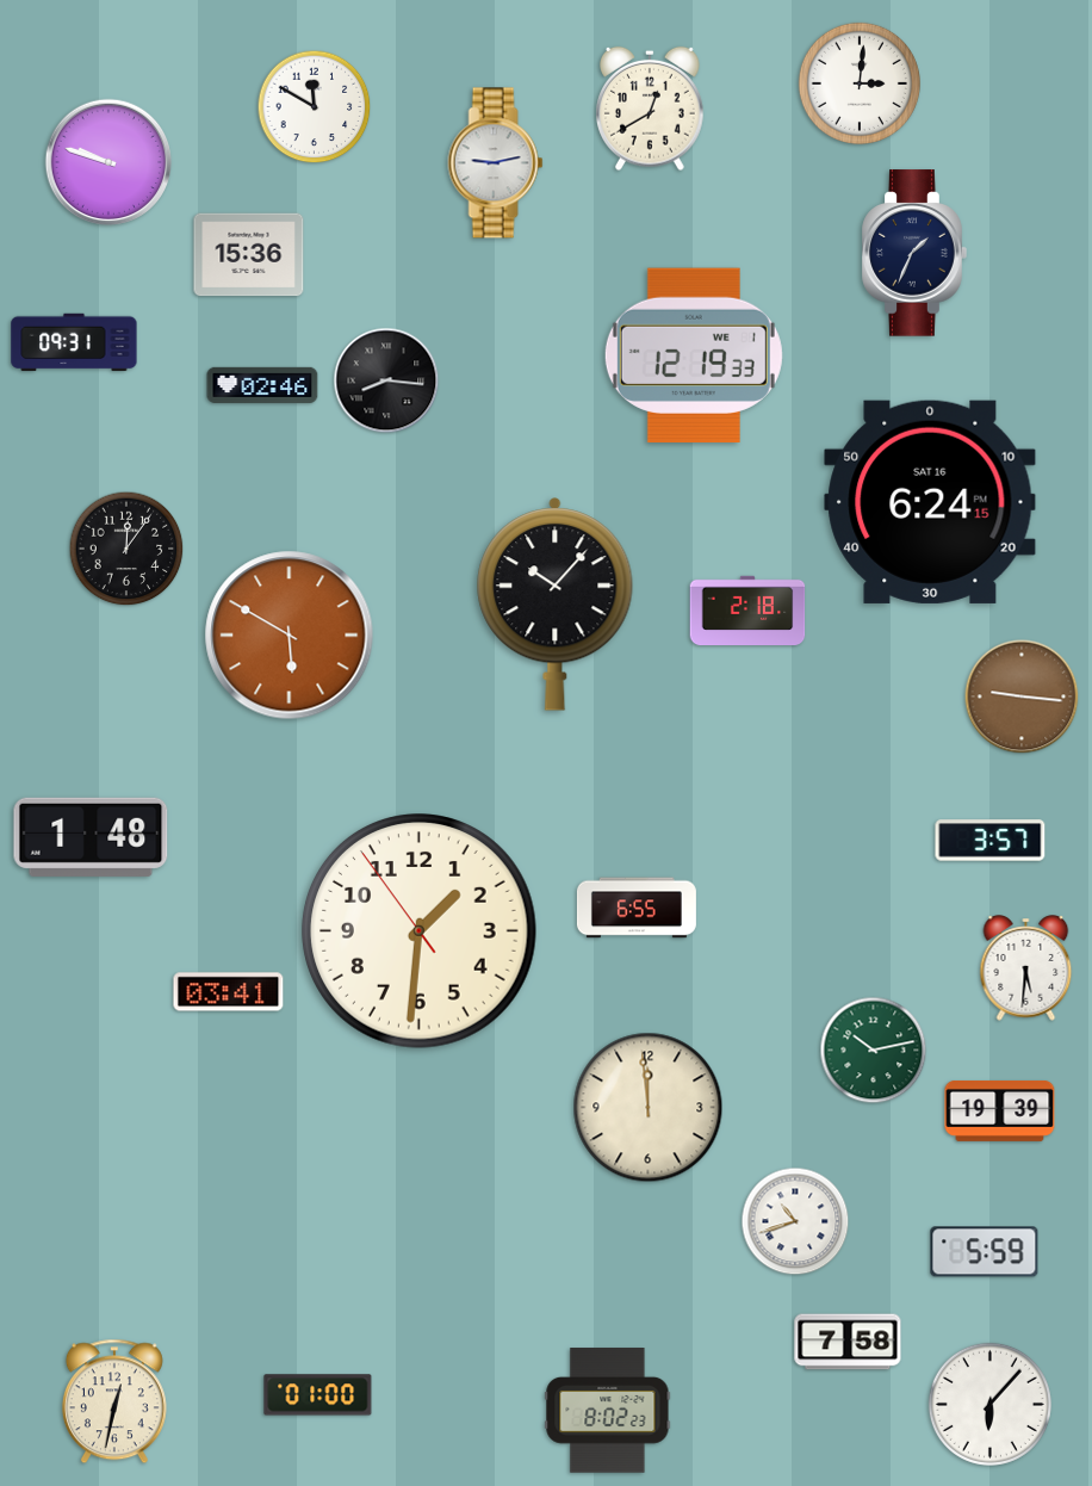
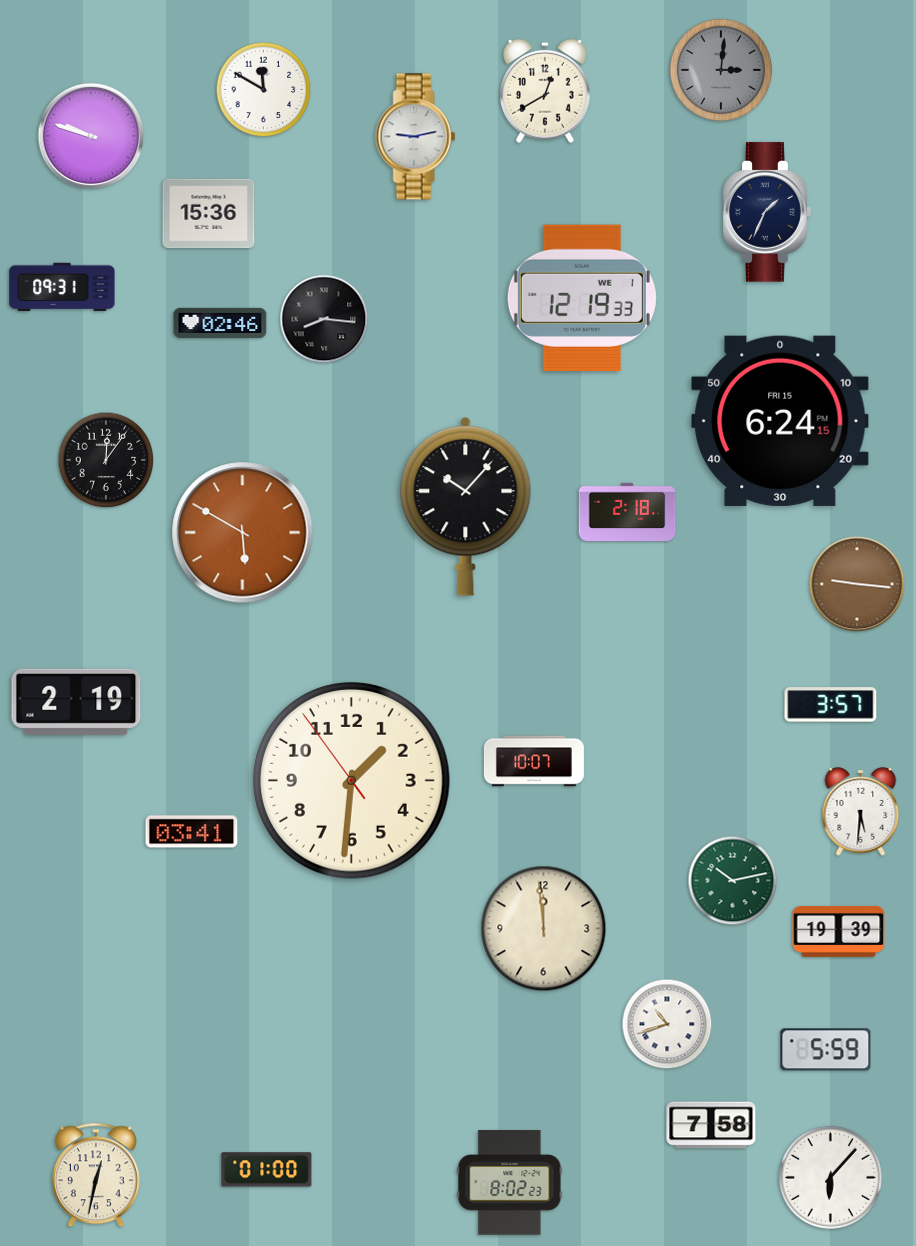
clock at (860, 83) dial: white -> grey
clock at (930, 502) date: SAT 16 -> FRI 15
clock at (91, 837): 1:48 -> 2:19
clock at (637, 908): 6:55 -> 10:07
